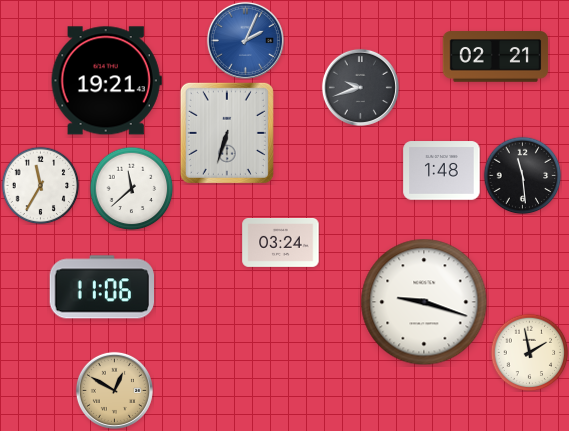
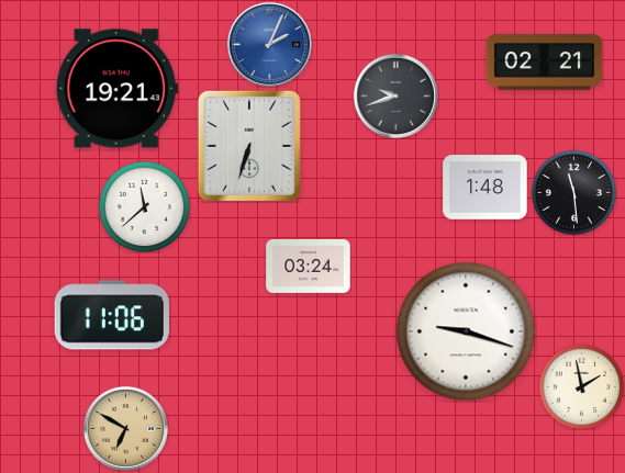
clock at (40, 185): 11:35 -> none
clock at (114, 390): 12:50 -> 6:50
